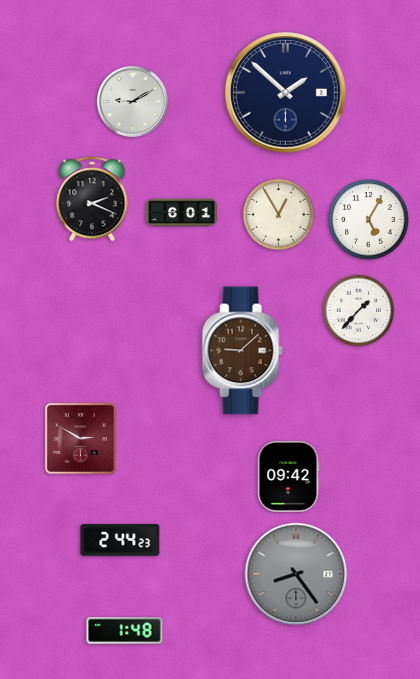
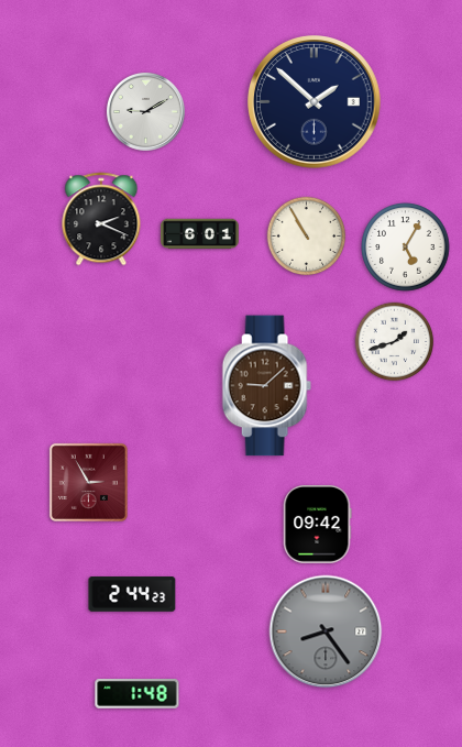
clock at (279, 215): 12:55 -> 10:55
clock at (369, 220) position: (369, 220) -> (406, 248)
clock at (359, 311): 1:37 -> 1:42
clock at (80, 438): 2:50 -> 2:55
